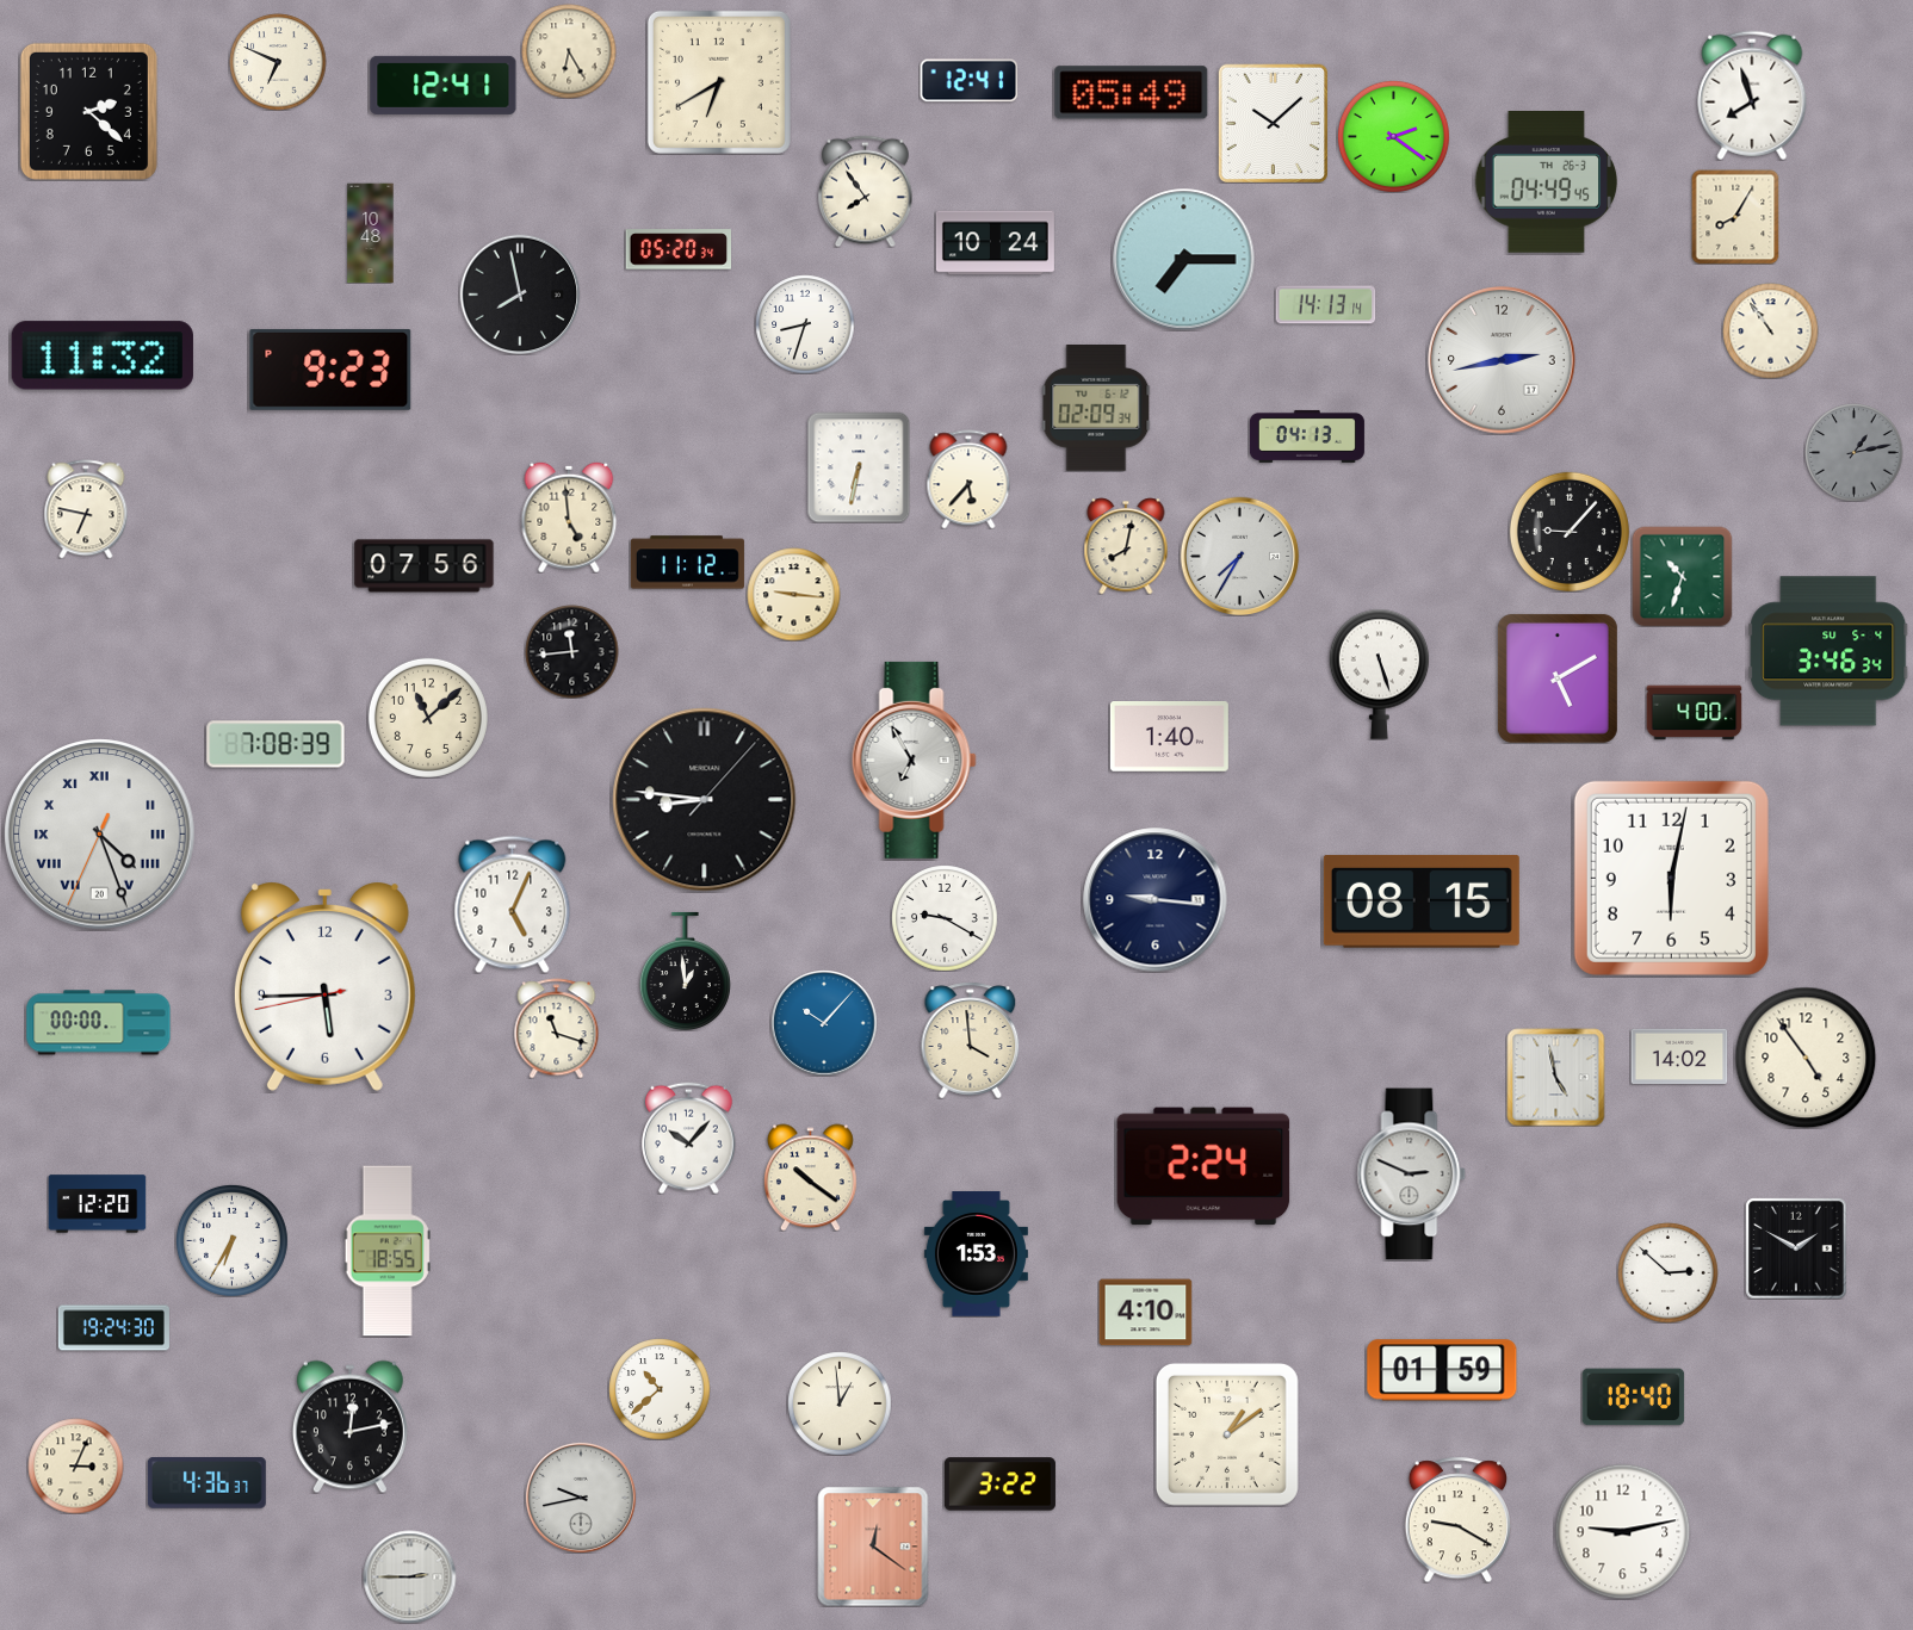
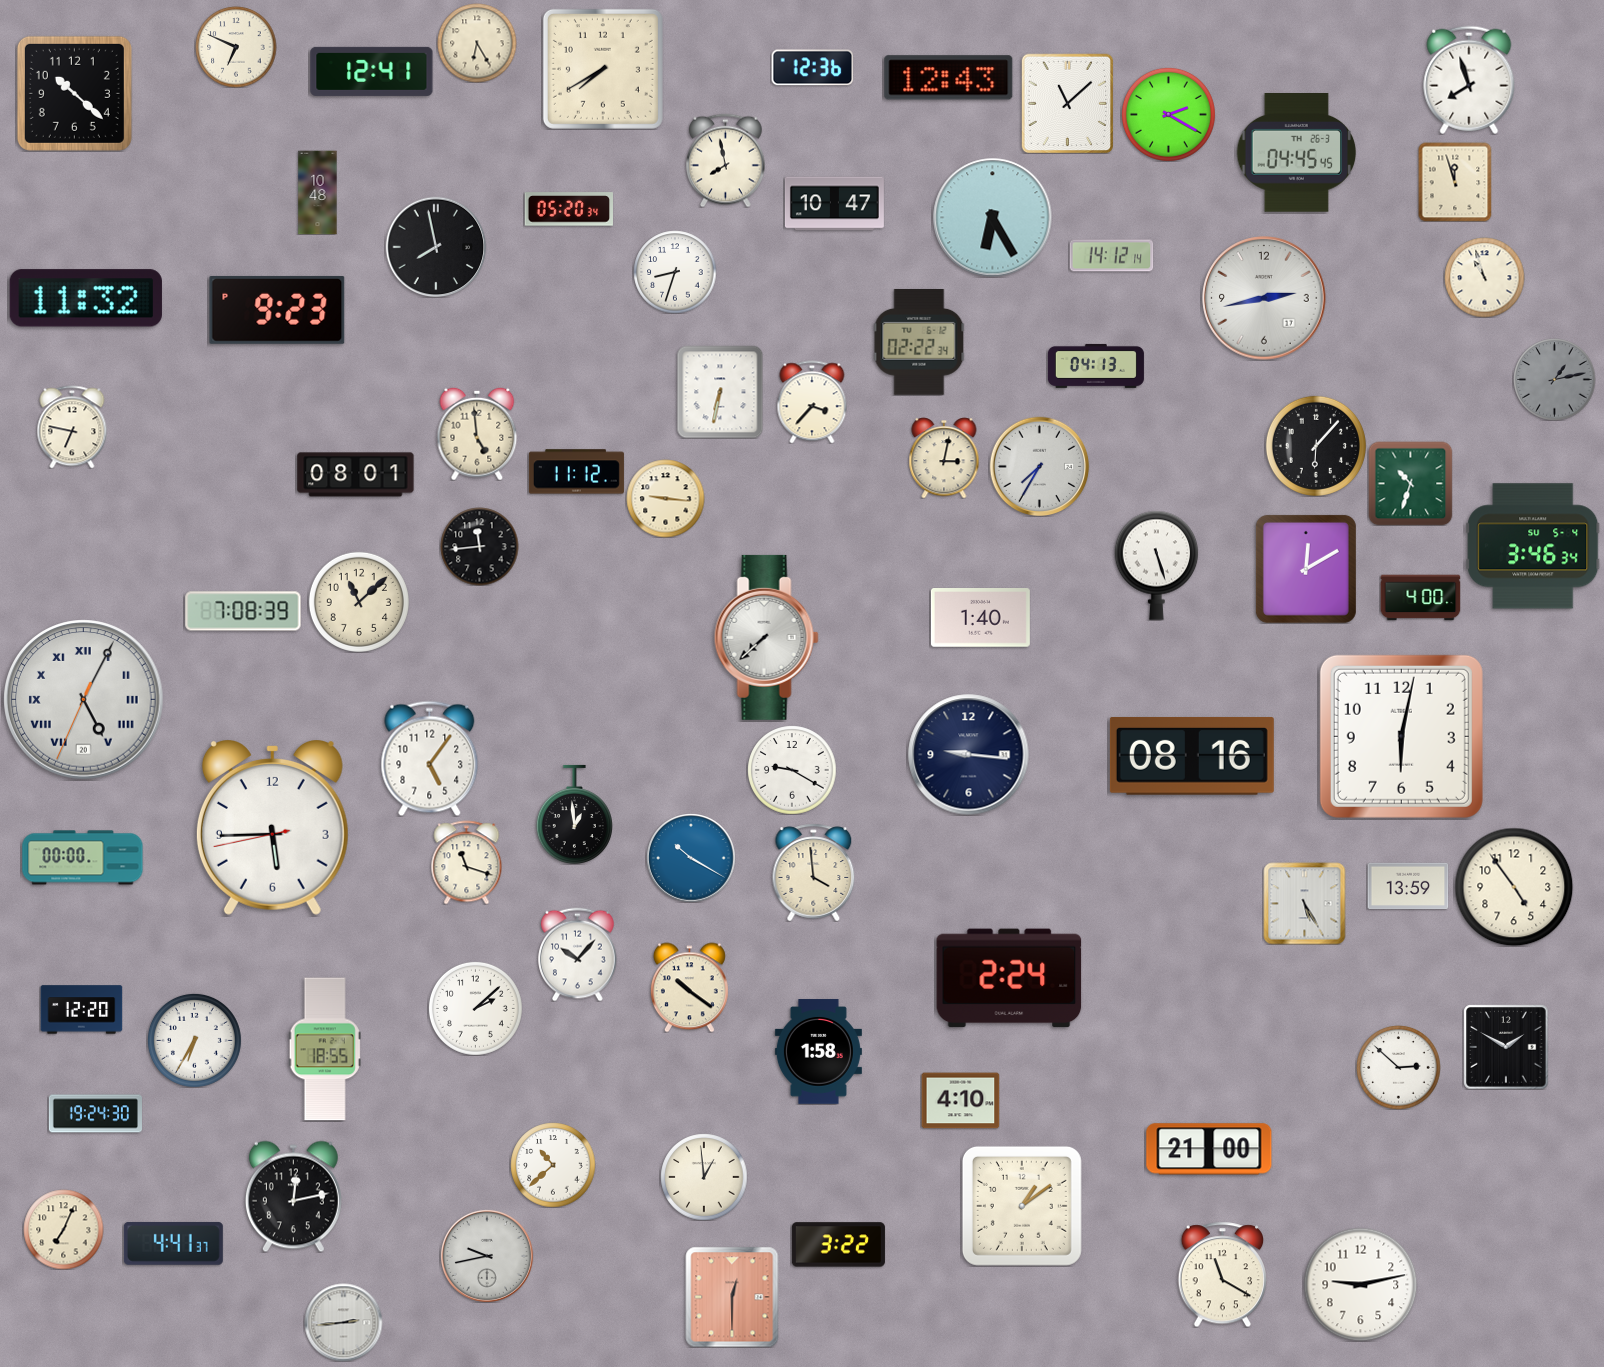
clock at (278, 62) position: (278, 62) -> (236, 47)
clock at (968, 81): 12:41 -> 12:36
clock at (719, 82): 6:40 -> 7:40
clock at (1132, 93): 05:49 -> 12:43
clock at (88, 111): 2:22 -> 10:22
clock at (1274, 123): 10:08 -> 11:08
clock at (1393, 136): 2:21 -> 2:20
clock at (1546, 182): 04:49 -> 04:45
clock at (866, 191): 7:54 -> 7:58
clock at (1735, 217): 8:05 -> 11:57
clock at (371, 233) position: (371, 233) -> (318, 192)
clock at (995, 243): 10:24 -> 10:47
clock at (1184, 260): 7:15 -> 6:25
clock at (1325, 305): 14:13 -> 14:12
clock at (1770, 330): 10:54 -> 10:57
clock at (1502, 360) position: (1502, 360) -> (1264, 298)
clock at (1096, 409): 02:09 -> 02:22
clock at (968, 479): 5:37 -> 3:37
clock at (1570, 532): 9:07 -> 6:07
clock at (1126, 546): 8:02 -> 3:02
clock at (425, 566): 07:56 -> 08:01
clock at (1558, 678): 5:10 -> 12:10
clock at (276, 744) position: (276, 744) -> (243, 611)
clock at (914, 760): 6:55 -> 7:38
clock at (705, 800): 8:46 -> none
clock at (100, 835): 4:26 -> 5:04
clock at (1422, 903): 08:15 -> 08:16
clock at (513, 904): 5:04 -> 5:06
clock at (824, 1023): 10:07 -> 10:20
clock at (1679, 1056): 14:02 -> 13:59
clock at (1555, 1077): 4:58 -> 5:25
clock at (1412, 1175): 2:49 -> none
clock at (810, 1177) position: (810, 1177) -> (689, 987)
clock at (475, 1008): none -> 2:08
clock at (976, 1254): 1:53 -> 1:58
clock at (1442, 1370): 01:59 -> 21:00
clock at (1633, 1397): 18:40 -> none
clock at (1227, 1434) position: (1227, 1434) -> (1022, 1206)
clock at (75, 1465): 3:04 -> 7:04
clock at (206, 1482): 4:36 -> 4:41
clock at (1457, 1519): 9:20 -> 11:20
clock at (873, 1547): 12:21 -> 12:30
clock at (409, 1576): 2:45 -> 2:44
